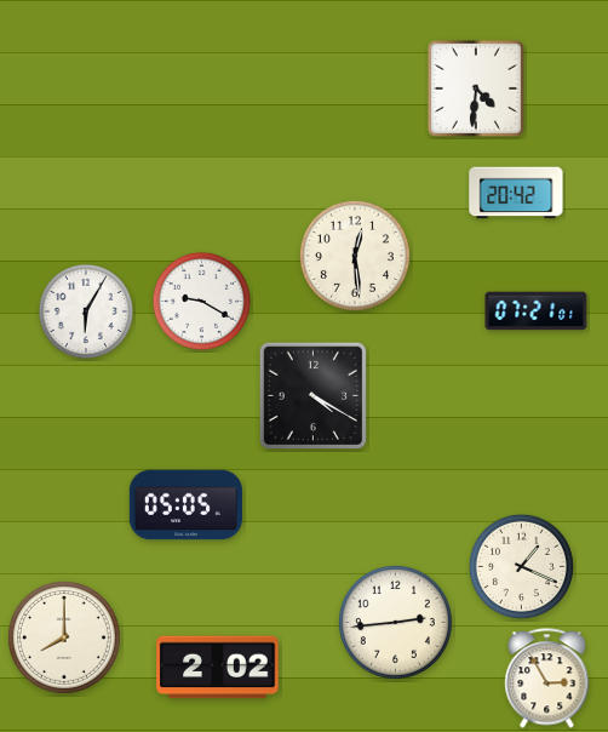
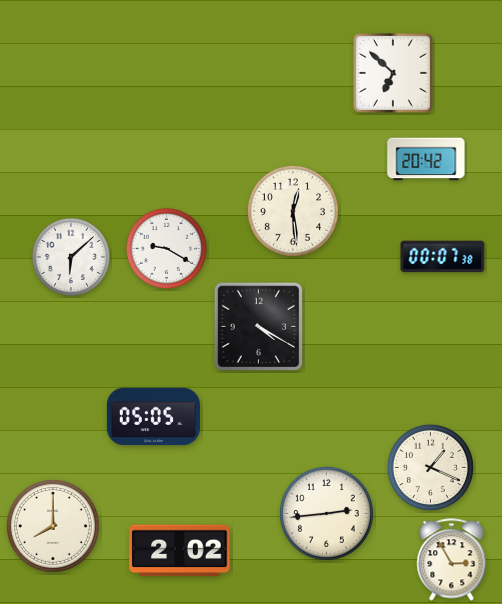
clock at (476, 88): 4:31 -> 6:52
clock at (86, 311): 6:05 -> 6:08
clock at (537, 311): 07:21 -> 00:07
